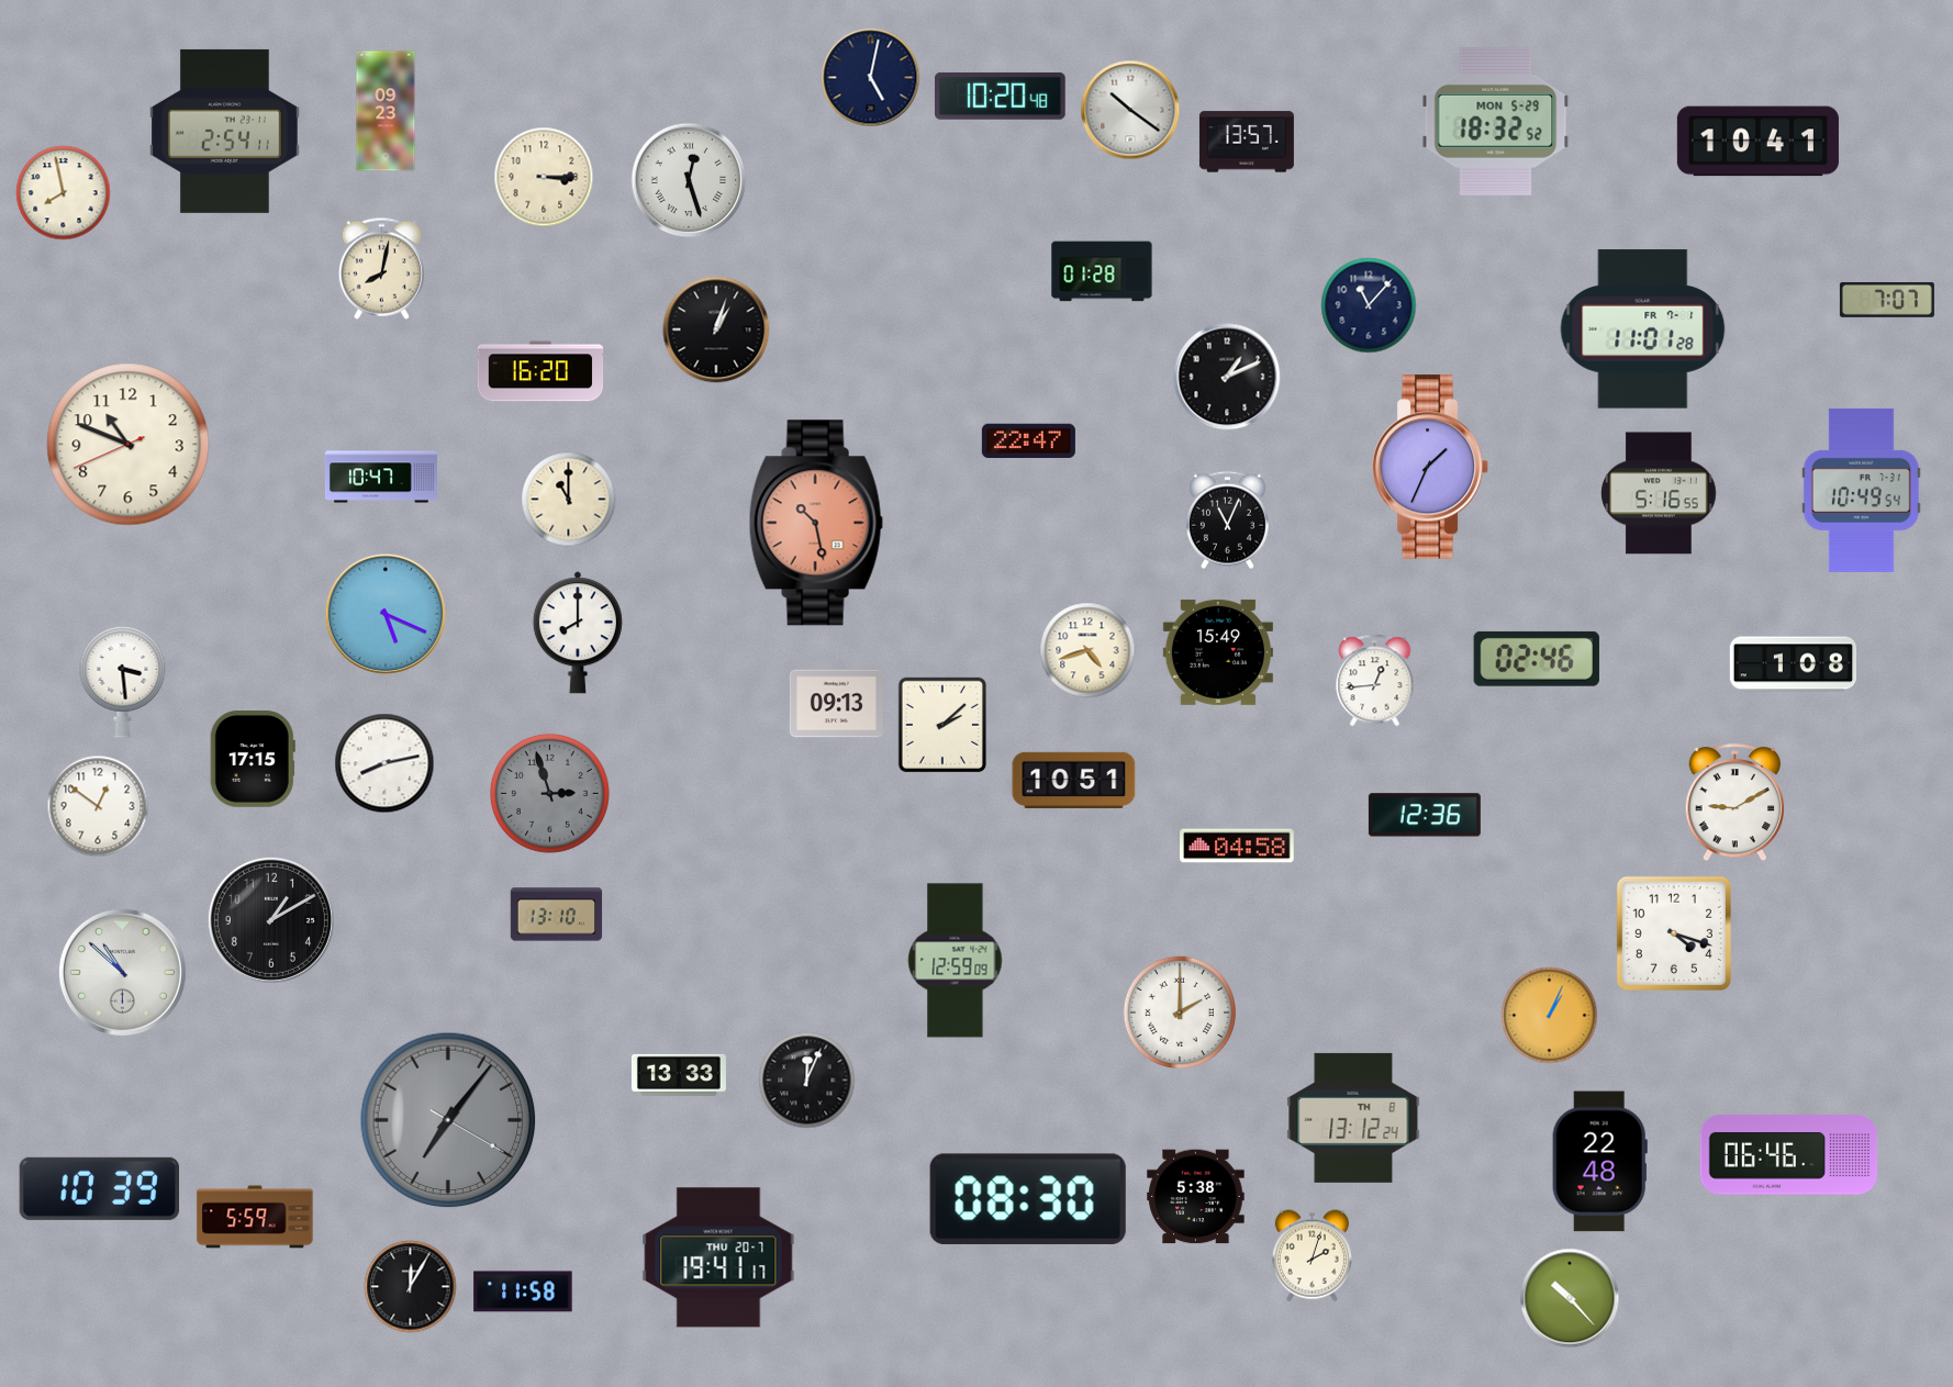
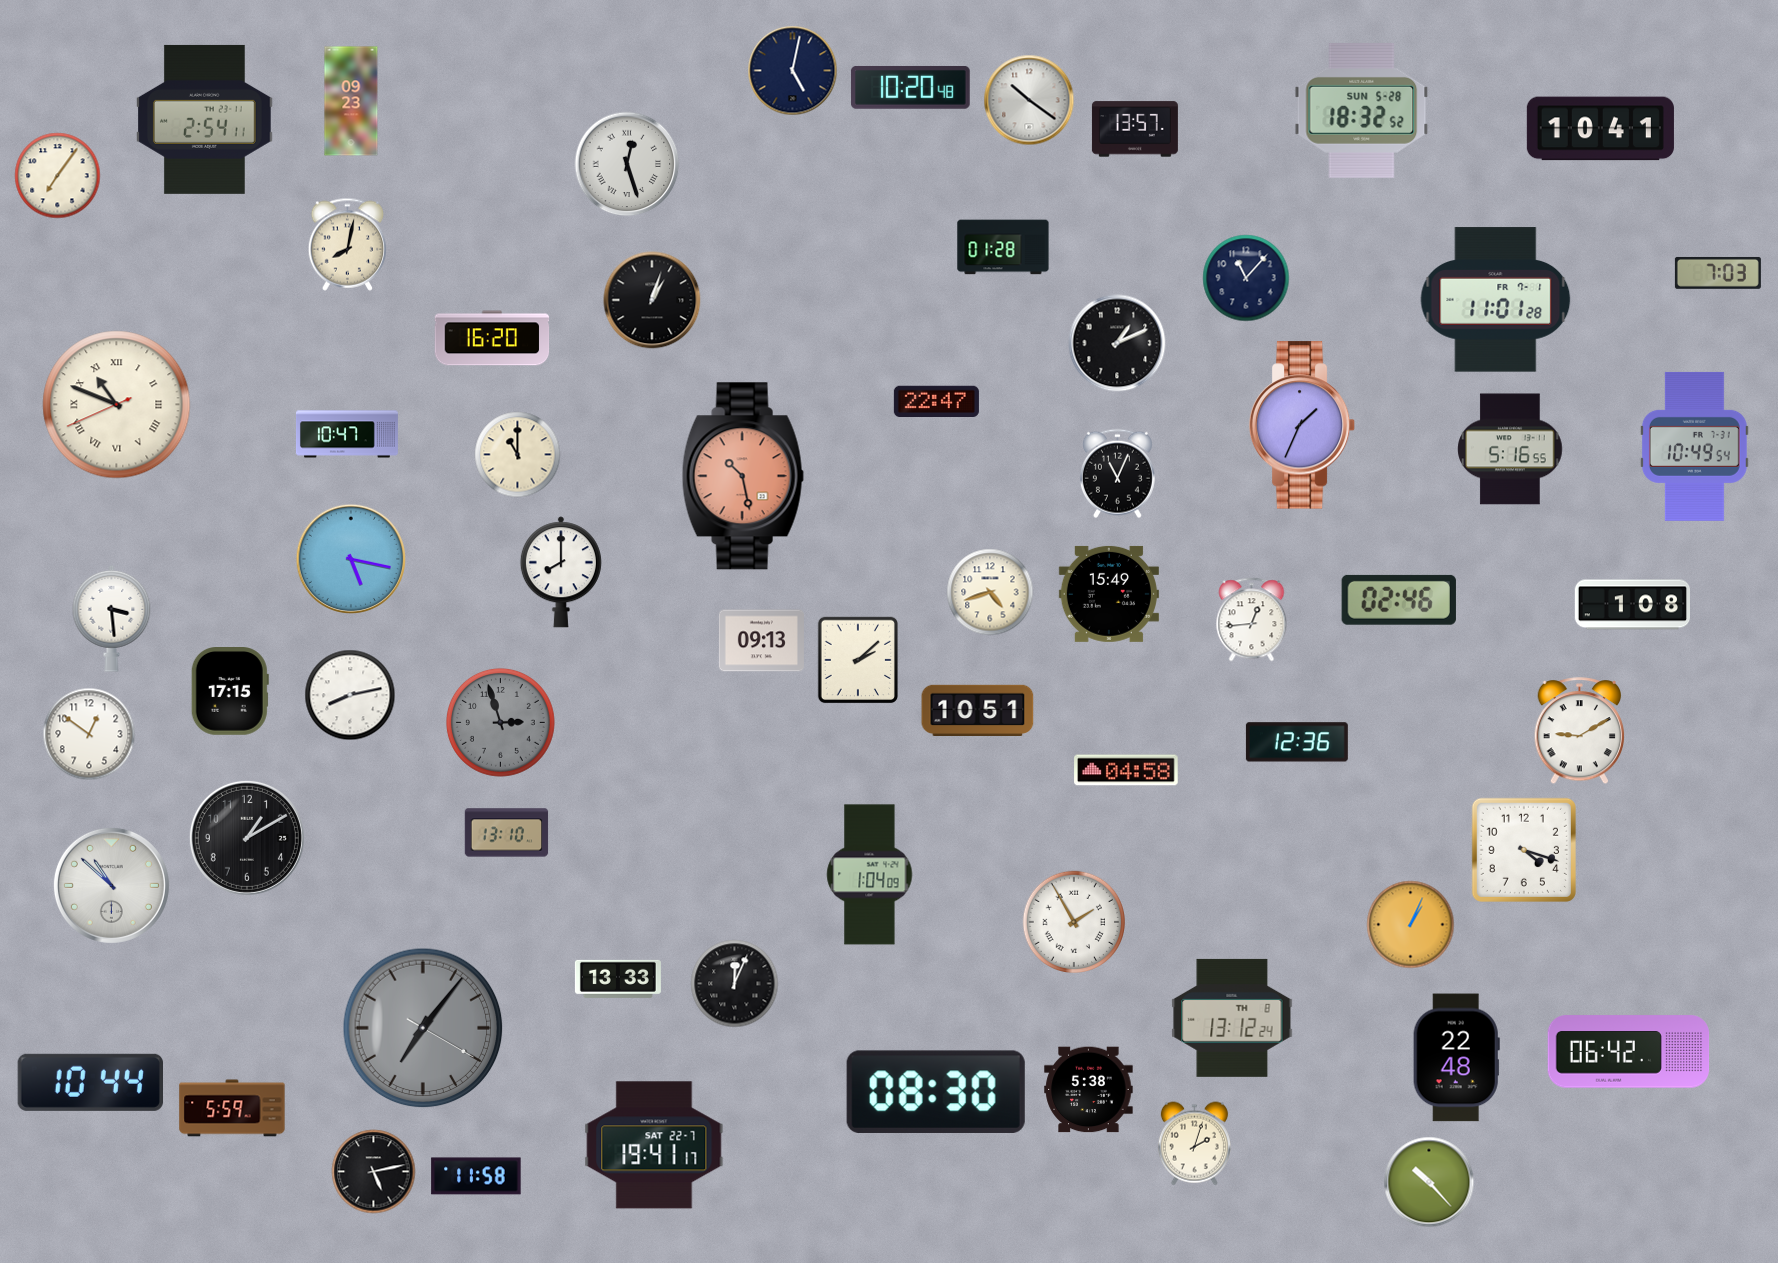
clock at (1496, 121) date: MON 5-29 -> SUN 5-28
clock at (544, 177): 3:15 -> none
clock at (64, 193): 7:58 -> 7:06
clock at (1887, 300): 7:07 -> 7:03
clock at (129, 445) numerals: Arabic -> Roman
clock at (384, 613): 5:19 -> 5:17
clock at (578, 633) position: (578, 633) -> (561, 572)
clock at (956, 961): 12:59 -> 1:04
clock at (1180, 1013): 2:00 -> 1:55
clock at (448, 1120) position: (448, 1120) -> (423, 1028)
clock at (1789, 1155): 06:46 -> 06:42
clock at (99, 1188): 10:39 -> 10:44
clock at (718, 1257) date: THU 20-7 -> SAT 22-7
clock at (411, 1287): 12:05 -> 5:13
